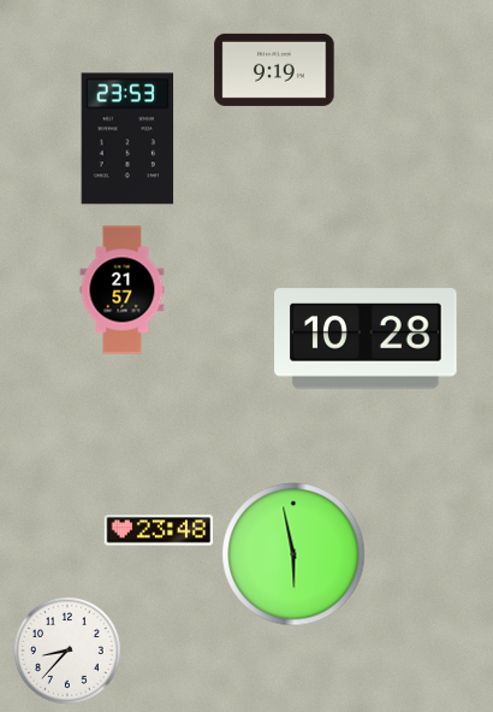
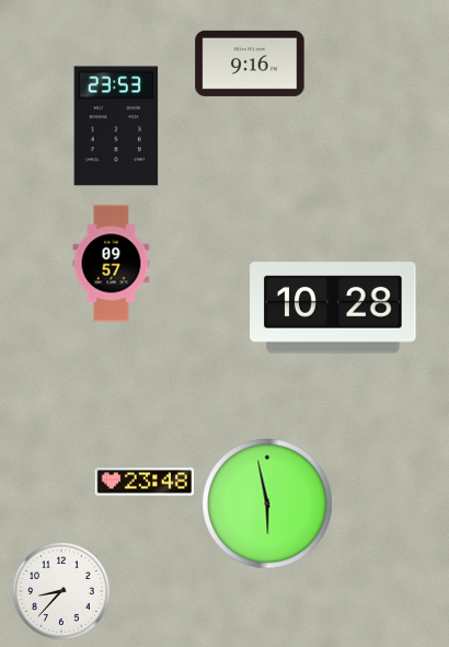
clock at (274, 70): 9:19 -> 9:16
clock at (123, 290): 21:57 -> 09:57
